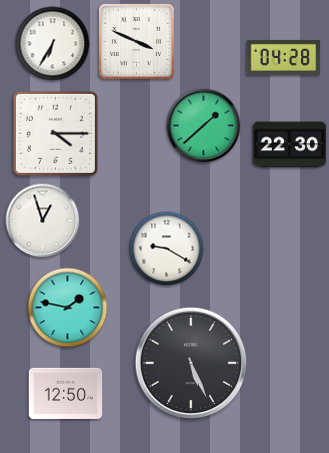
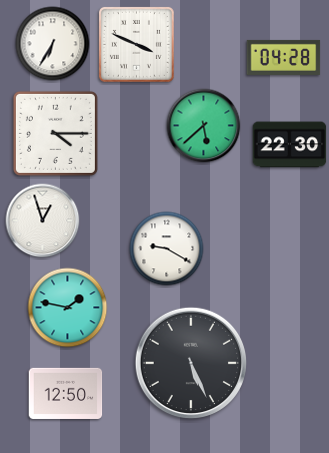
clock at (136, 41) position: (136, 41) -> (136, 44)
clock at (204, 126): 1:38 -> 5:38
